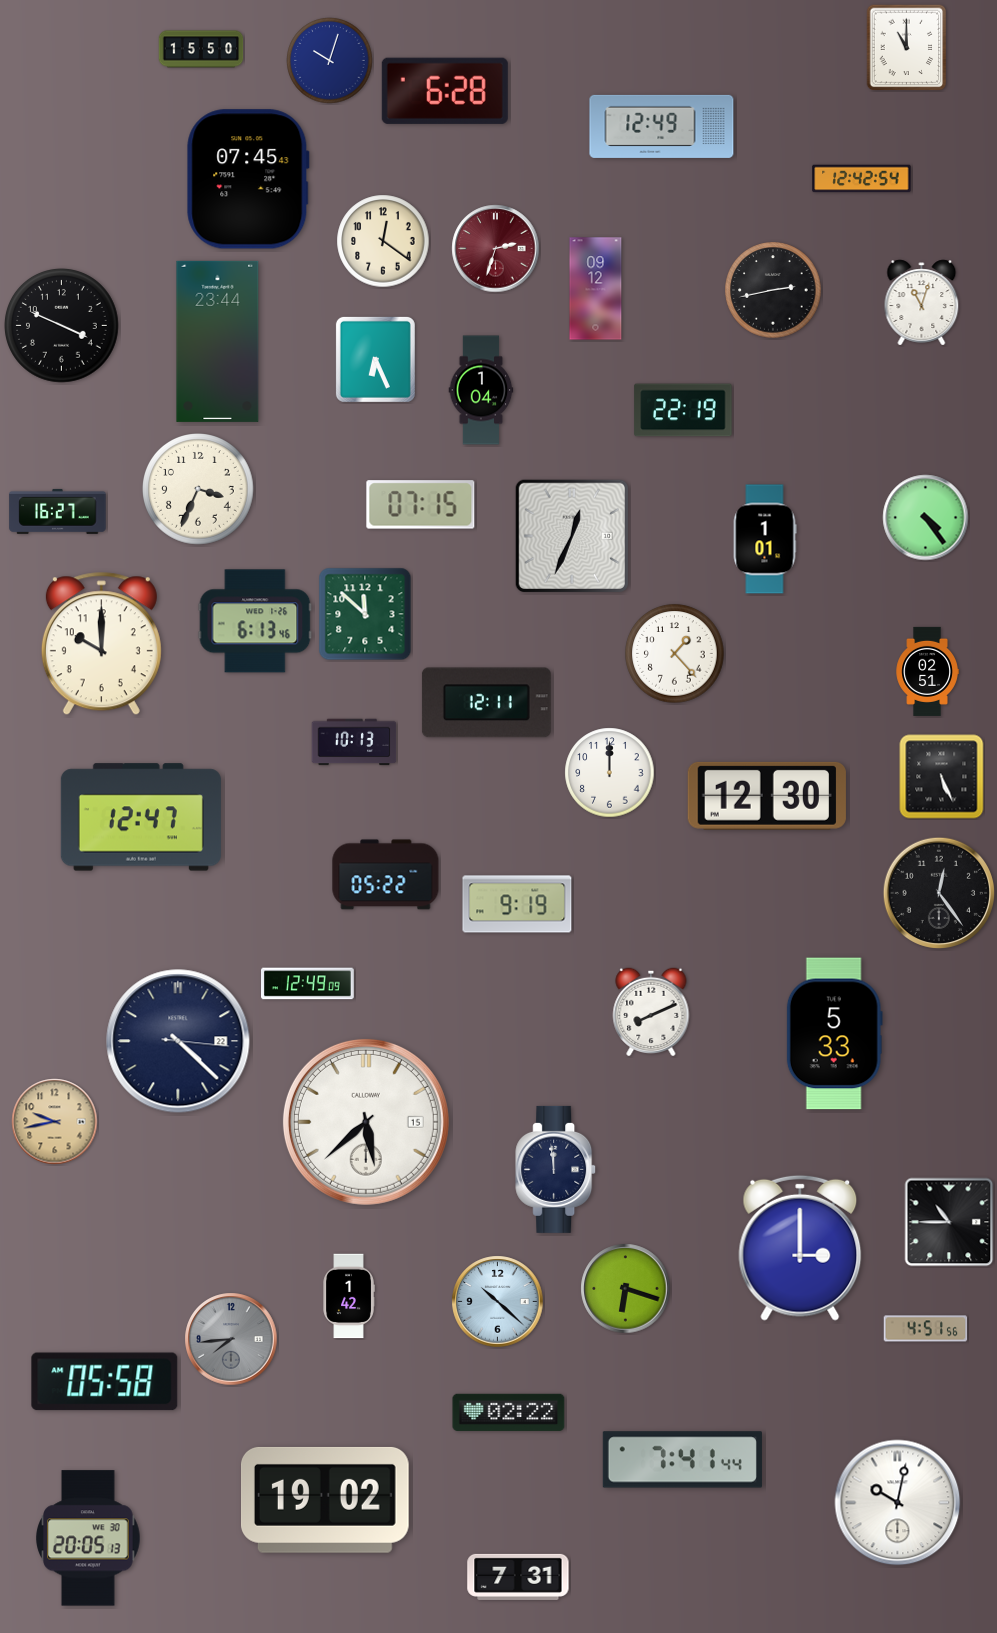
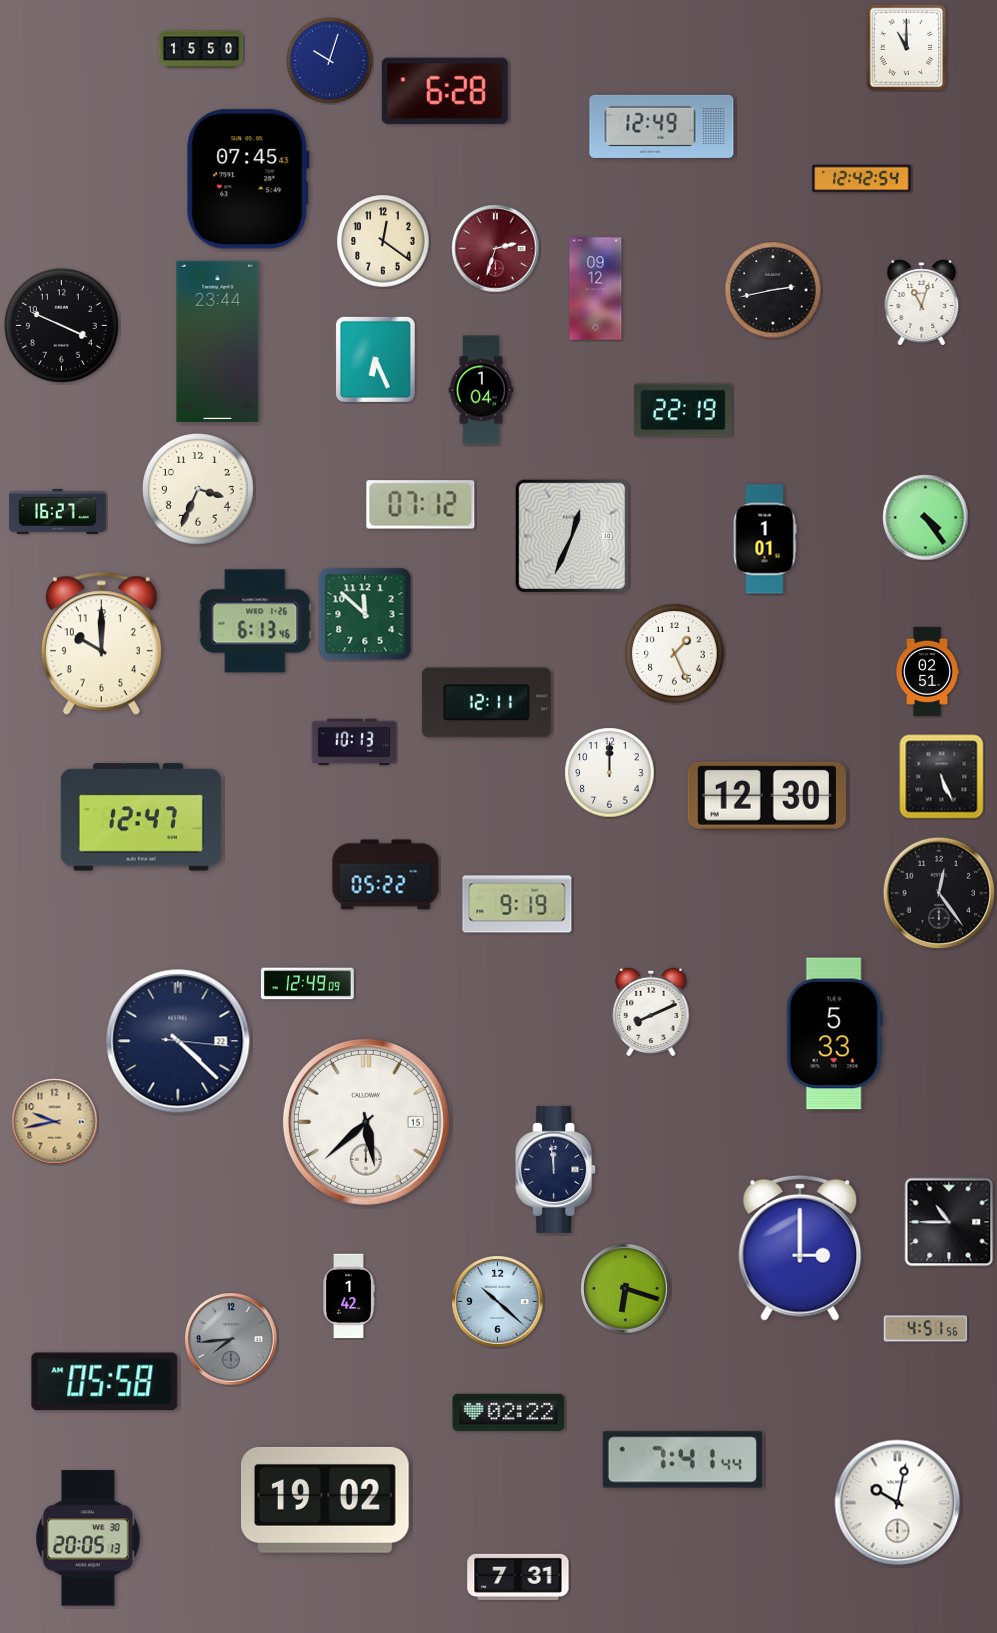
clock at (421, 505): 07:15 -> 07:12
clock at (675, 654): 1:23 -> 1:26
